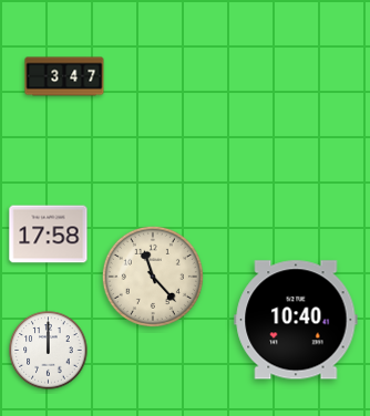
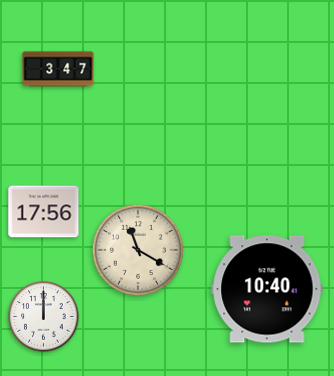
clock at (49, 235): 17:58 -> 17:56
clock at (153, 277): 11:23 -> 11:20
